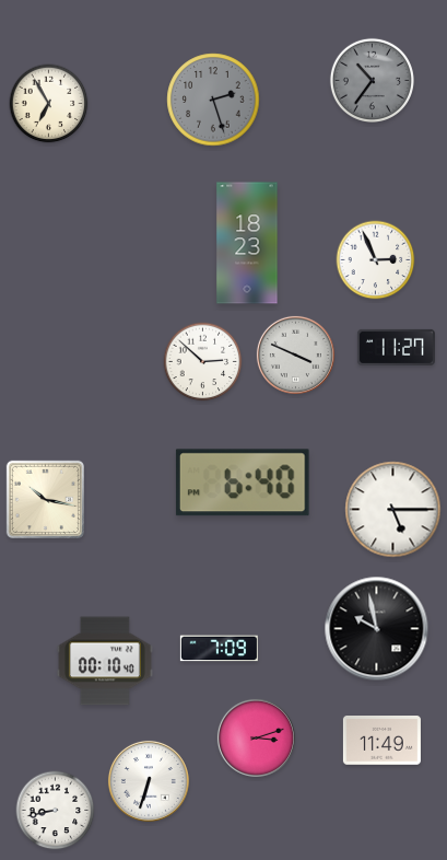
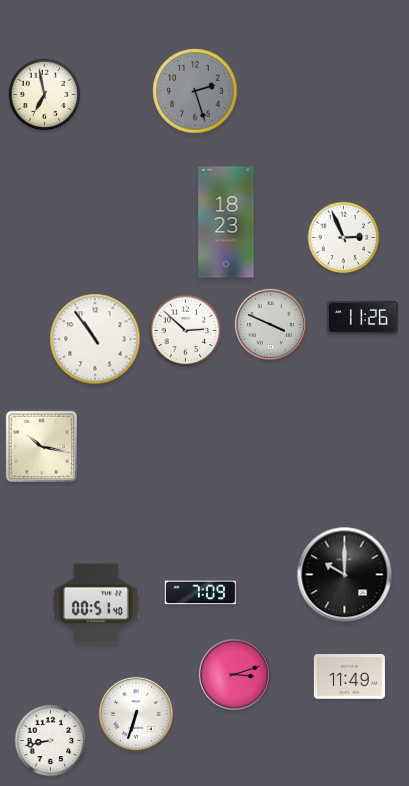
clock at (372, 80): 10:36 -> none
clock at (49, 104): 6:55 -> 6:58
clock at (396, 347): 11:27 -> 11:26
clock at (95, 339): none -> 10:54
clock at (243, 483): 6:40 -> none
clock at (45, 499) position: (45, 499) -> (41, 446)
clock at (393, 510): 5:15 -> none
clock at (377, 629): 9:58 -> 10:00
clock at (105, 661): 00:10 -> 00:51
